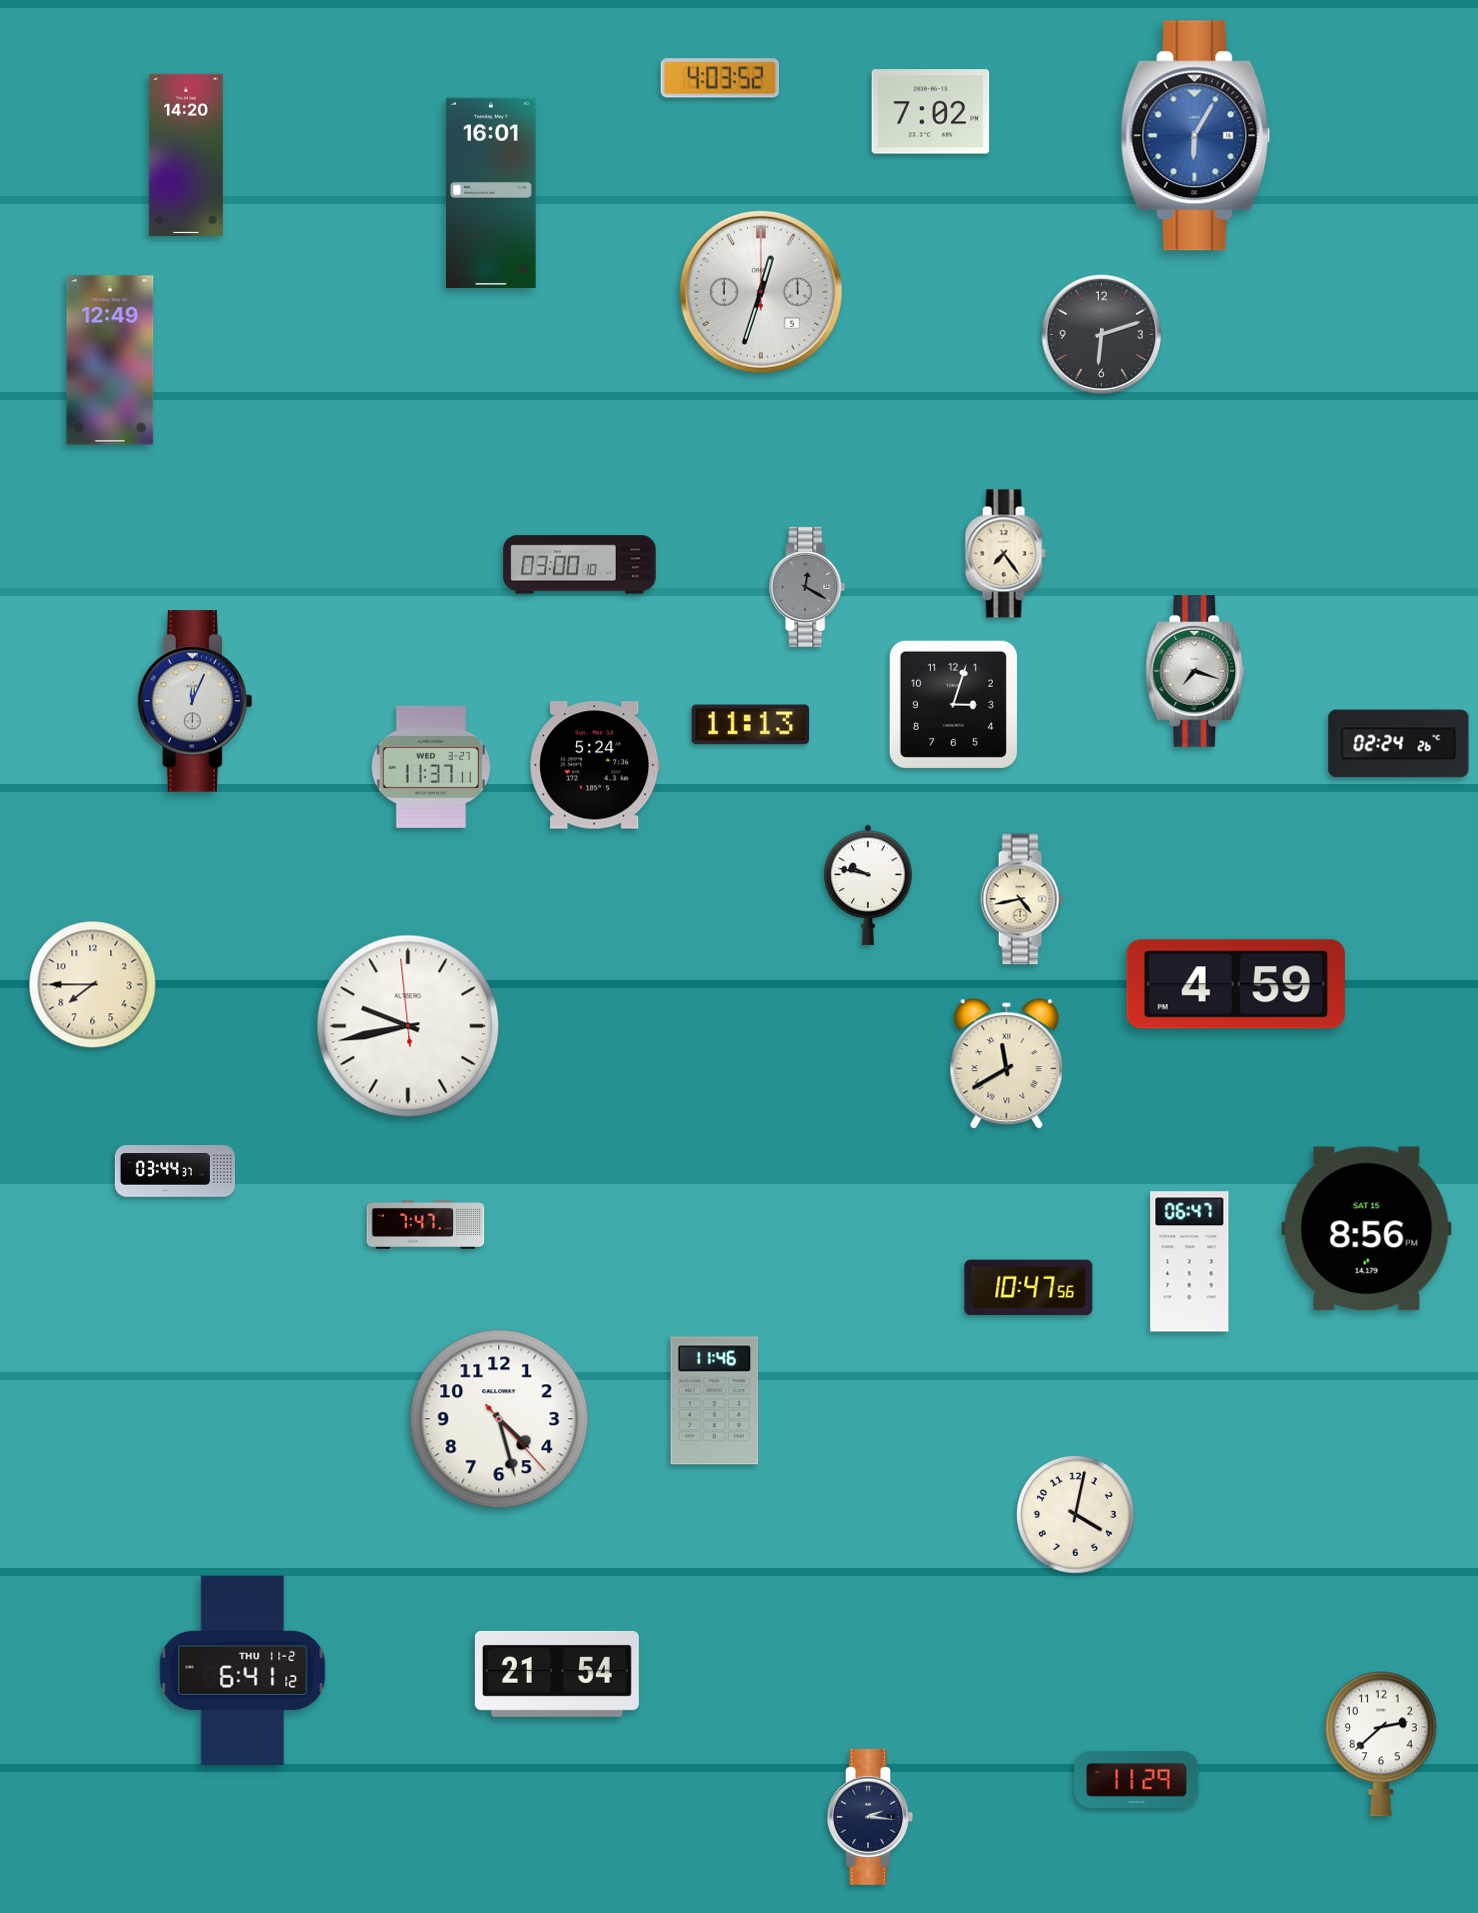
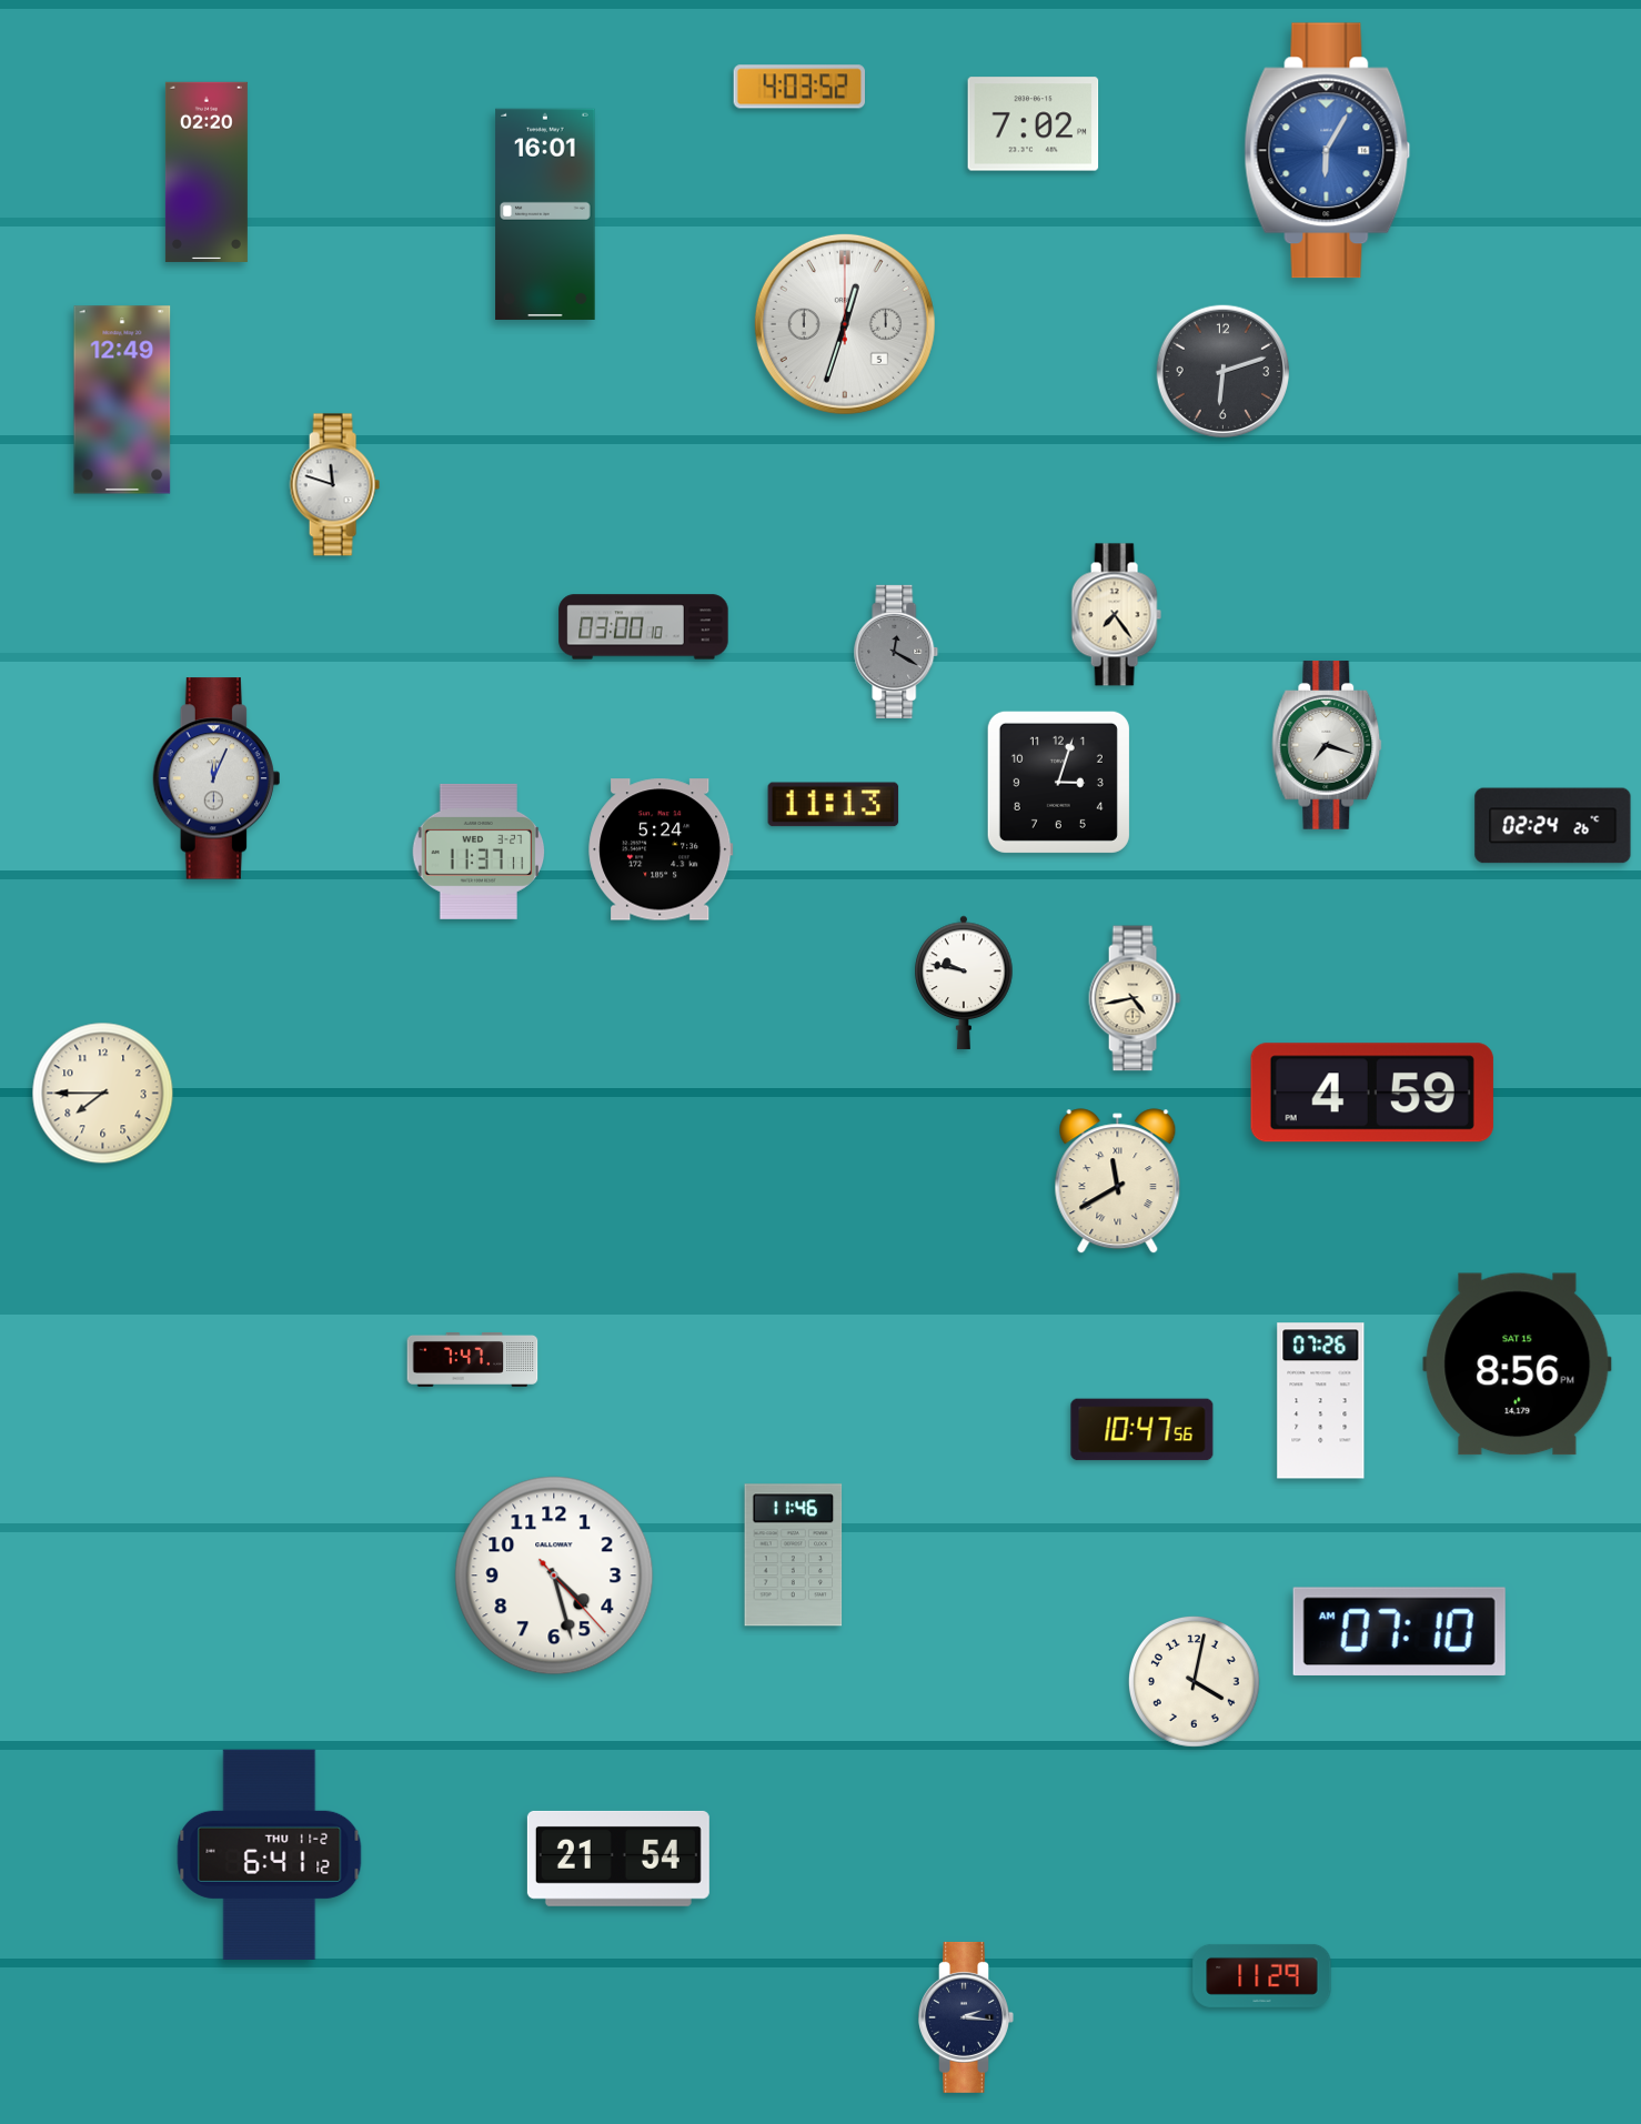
clock at (186, 155): 14:20 -> 02:20
clock at (334, 485): none -> 11:48
clock at (408, 1026): 9:42 -> none
clock at (175, 1171): 03:44 -> none
clock at (1190, 1262): 06:47 -> 07:26
clock at (1399, 1631): none -> 07:10
clock at (1381, 1744): 2:38 -> none
